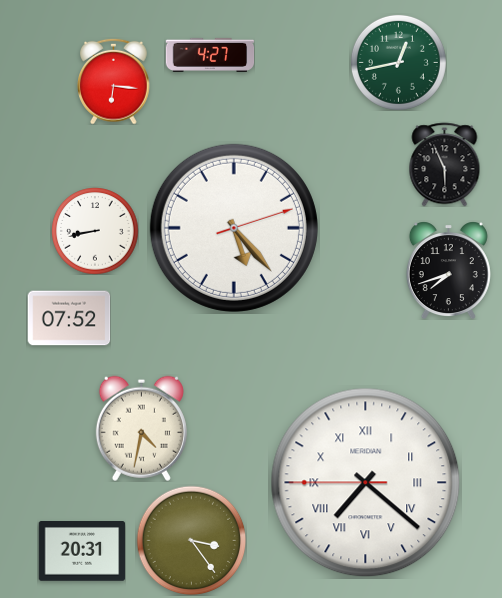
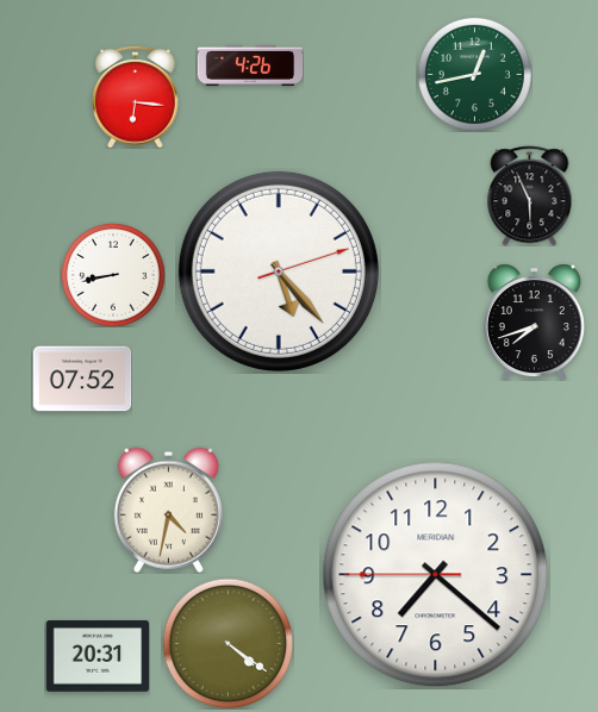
clock at (210, 55): 4:27 -> 4:26
clock at (366, 483) numerals: Roman -> Arabic
clock at (191, 540): 3:24 -> 4:21
